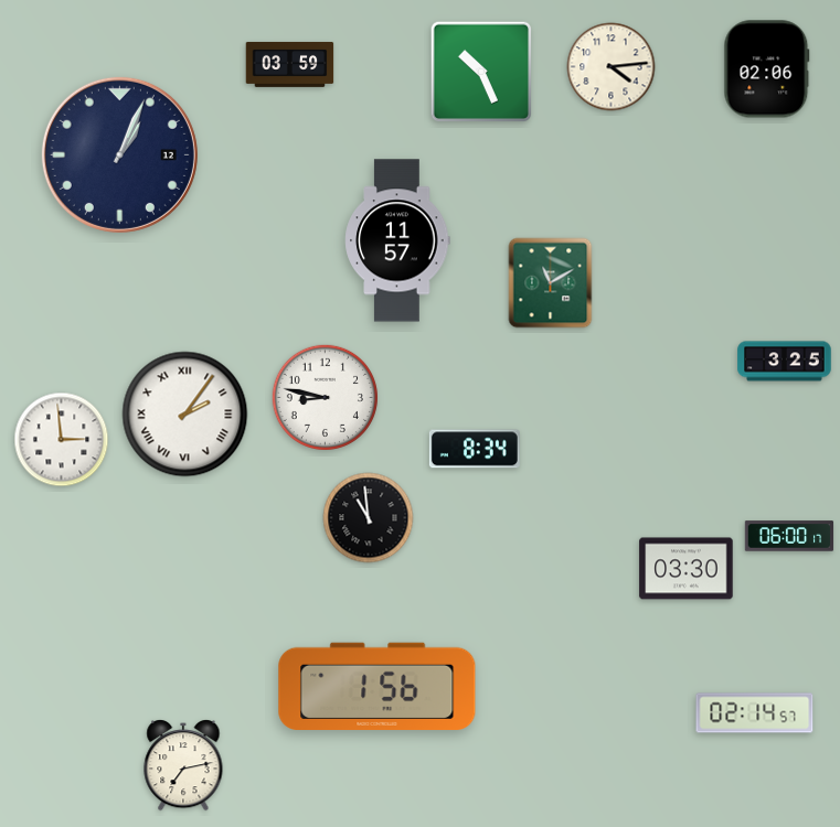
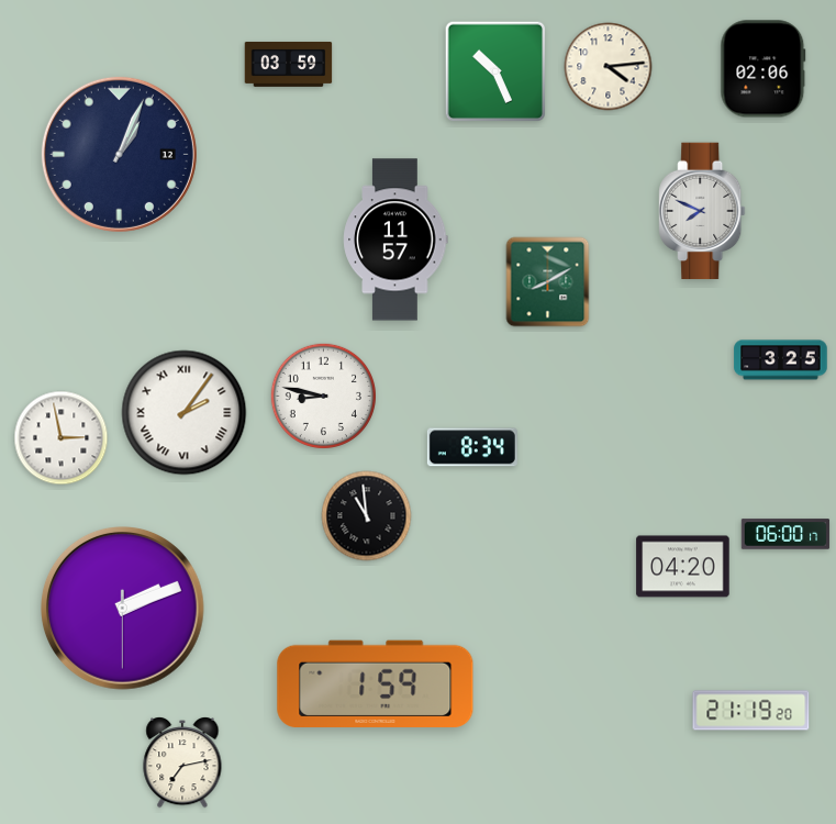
clock at (480, 71) position: (480, 71) -> (494, 70)
clock at (702, 211): none -> 7:49
clock at (551, 283): 11:10 -> 8:10
clock at (62, 440): 2:59 -> 2:58
clock at (687, 569): 03:30 -> 04:20
clock at (123, 609): none -> 2:11
clock at (378, 686): 1:56 -> 1:59
clock at (755, 713): 02:14 -> 21:19
